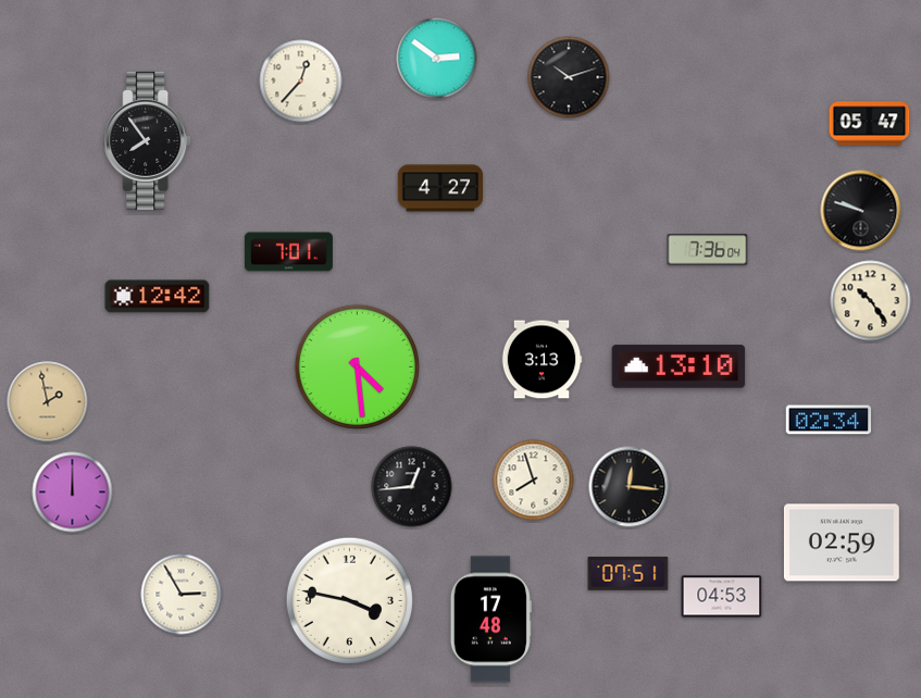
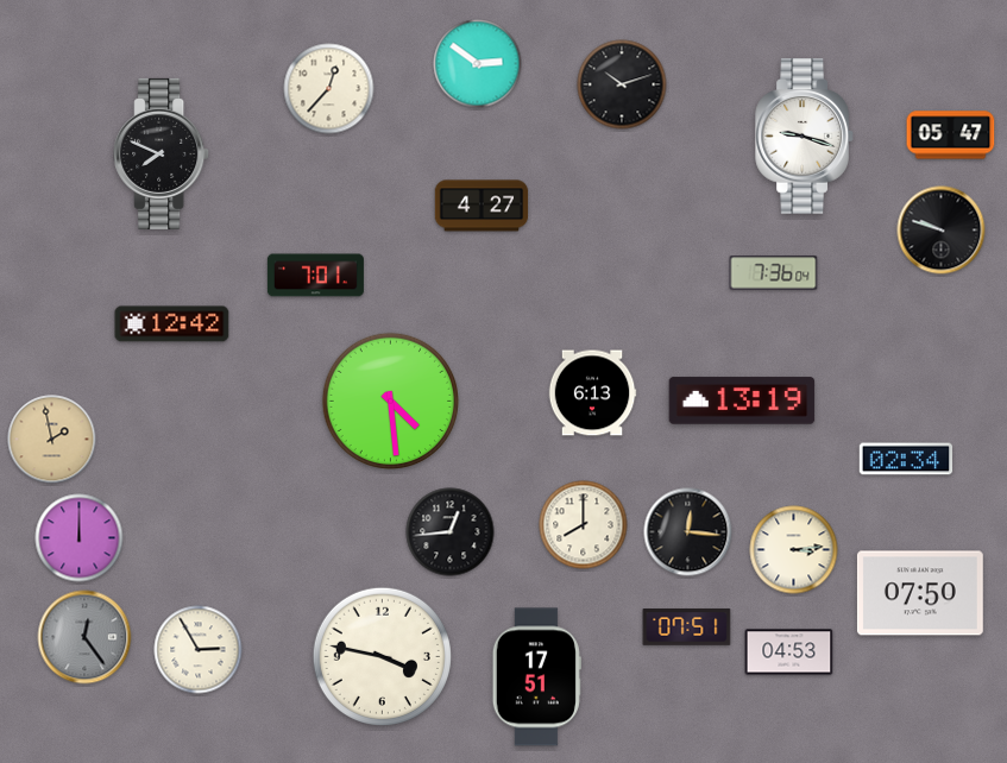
clock at (805, 137): none -> 9:18
clock at (148, 140): 7:54 -> 7:49
clock at (871, 301): 10:24 -> none
clock at (542, 360): 3:13 -> 6:13
clock at (679, 366): 13:10 -> 13:19
clock at (534, 481): 7:57 -> 8:00
clock at (794, 550): none -> 3:14
clock at (842, 543): 02:59 -> 07:50
clock at (84, 637): none -> 12:24
clock at (490, 620): 17:48 -> 17:51
